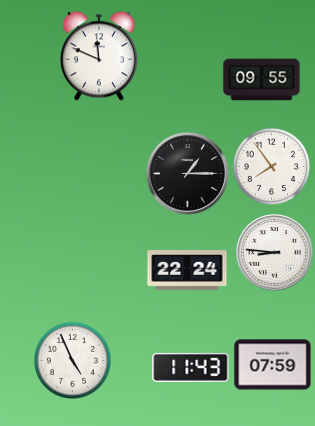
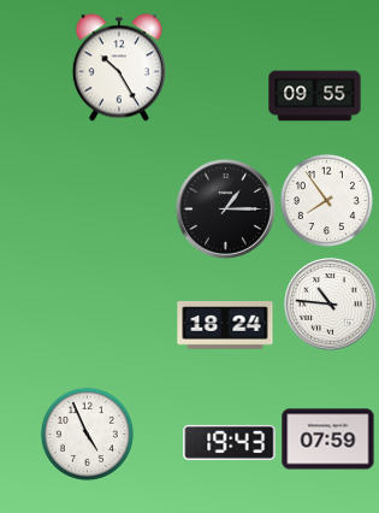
clock at (99, 56): 11:49 -> 10:25
clock at (275, 253): 8:46 -> 10:46
clock at (187, 270): 22:24 -> 18:24
clock at (191, 367): 11:43 -> 19:43
